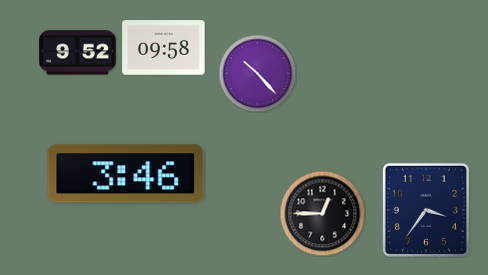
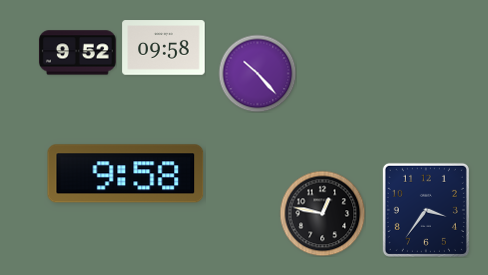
clock at (126, 174): 3:46 -> 9:58
clock at (322, 213): 12:45 -> 12:47
